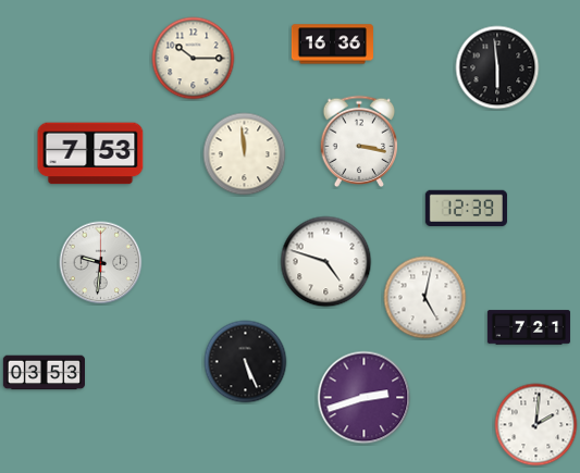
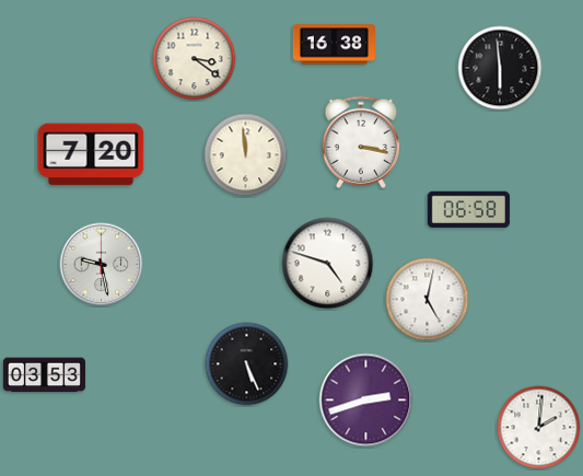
clock at (332, 45): 16:36 -> 16:38
clock at (194, 59): 10:15 -> 3:21
clock at (90, 153): 7:53 -> 7:20
clock at (466, 208): 12:39 -> 06:58
clock at (101, 263): 9:31 -> 9:28
clock at (529, 327): 7:21 -> none
